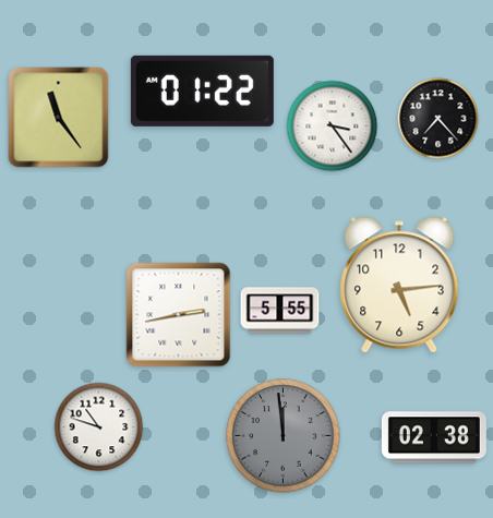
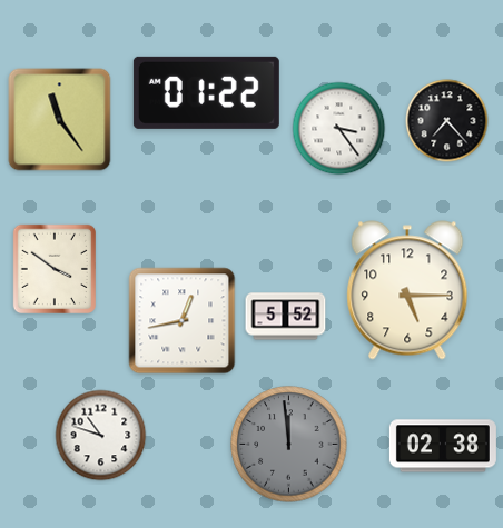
clock at (53, 268): none -> 3:51
clock at (399, 285): 5:14 -> 5:15
clock at (280, 311): 5:55 -> 5:52
clock at (179, 315): 2:43 -> 12:43
